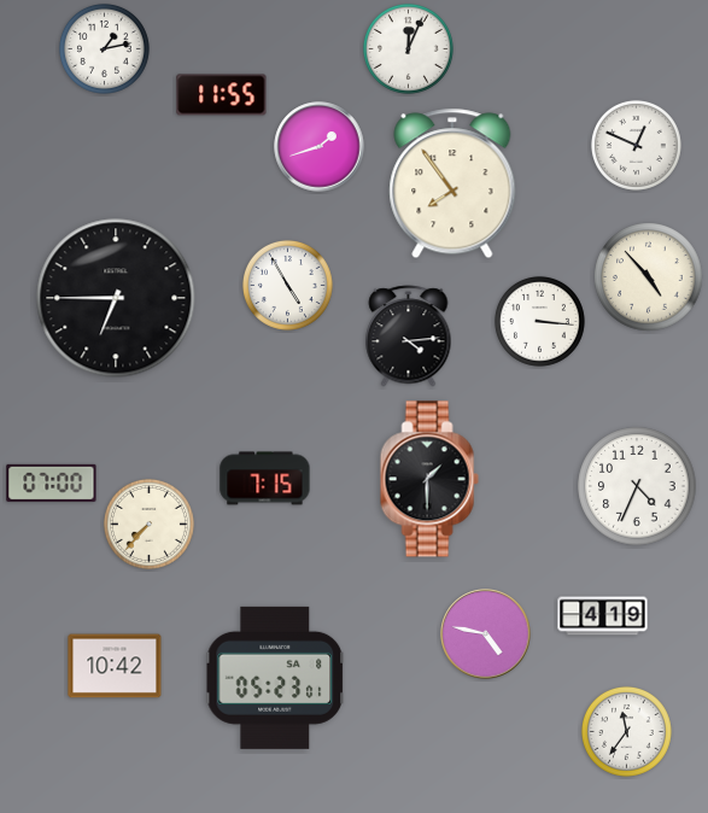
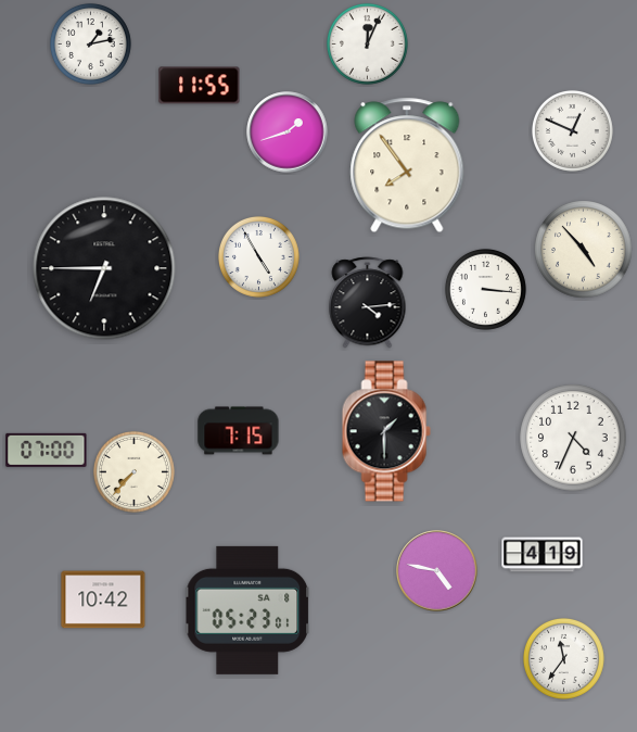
clock at (104, 48) position: (104, 48) -> (90, 43)
clock at (52, 482) position: (52, 482) -> (47, 450)
